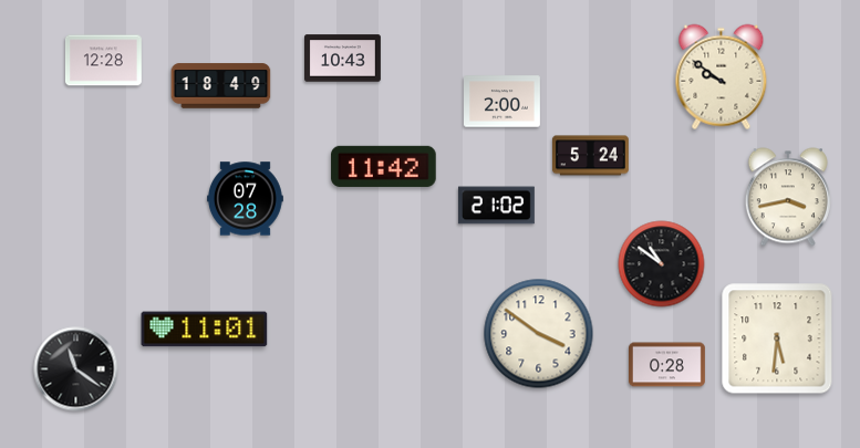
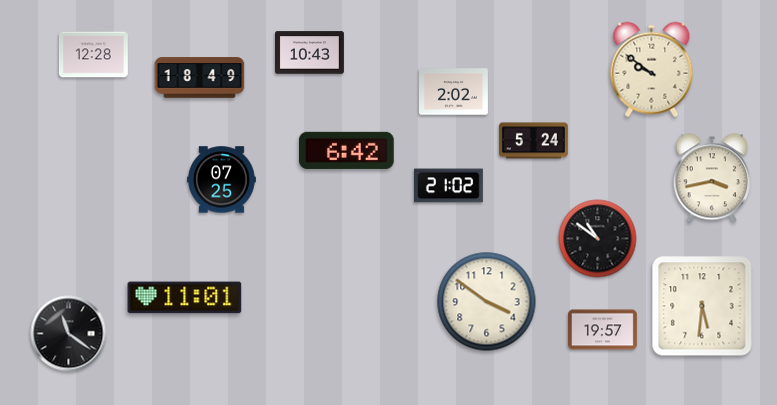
clock at (502, 102): 2:00 -> 2:02
clock at (384, 166): 11:42 -> 6:42
clock at (246, 199): 07:28 -> 07:25
clock at (667, 365): 0:28 -> 19:57
